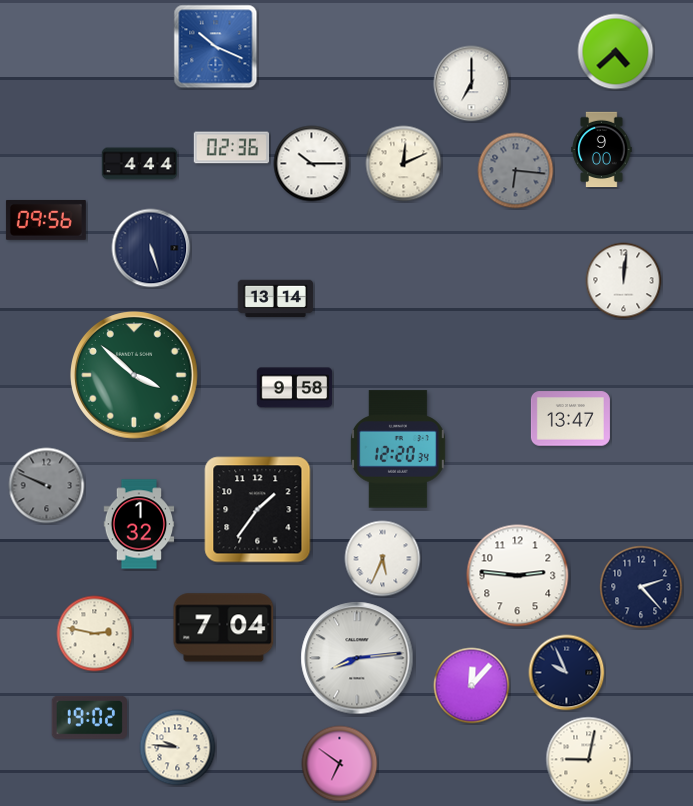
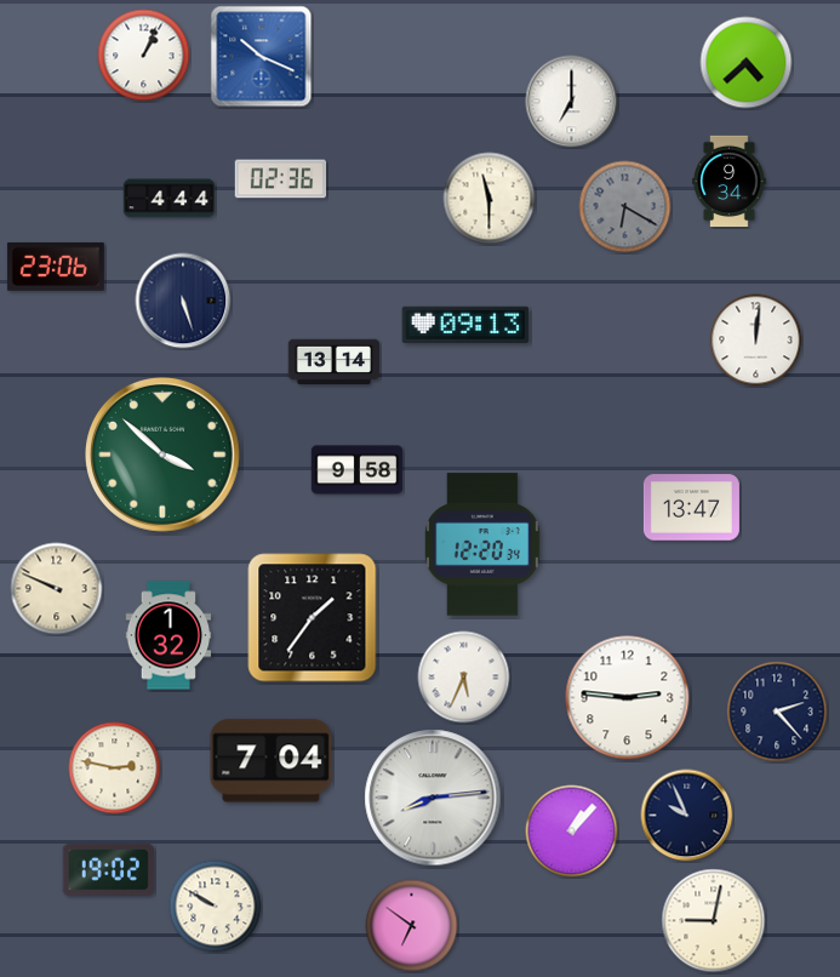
clock at (144, 56): none -> 1:04
clock at (602, 150): 9:00 -> 9:34
clock at (312, 164): 10:15 -> none
clock at (404, 164): 12:11 -> 11:30
clock at (516, 171): 6:16 -> 6:20
clock at (46, 220): 09:56 -> 23:06
clock at (465, 325): none -> 09:13
clock at (47, 486) dial: grey -> cream
clock at (472, 686): 12:07 -> 1:07
clock at (178, 748): 9:46 -> 9:50
